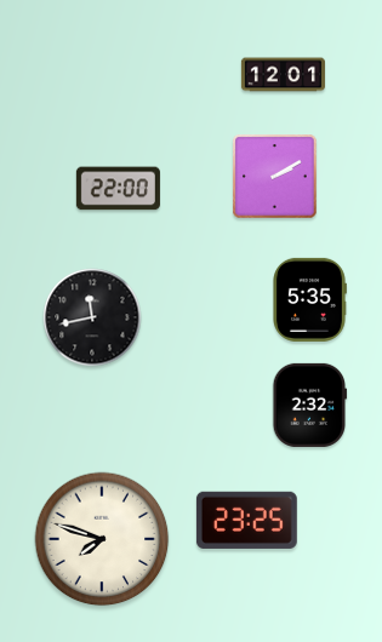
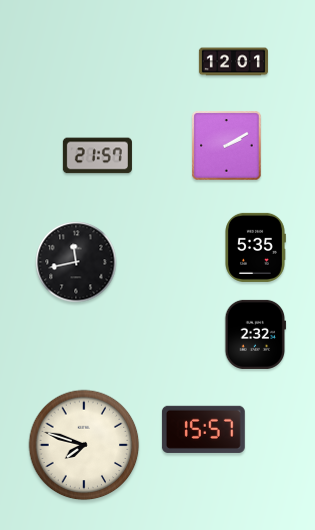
clock at (118, 189): 22:00 -> 21:57
clock at (246, 520): 23:25 -> 15:57
